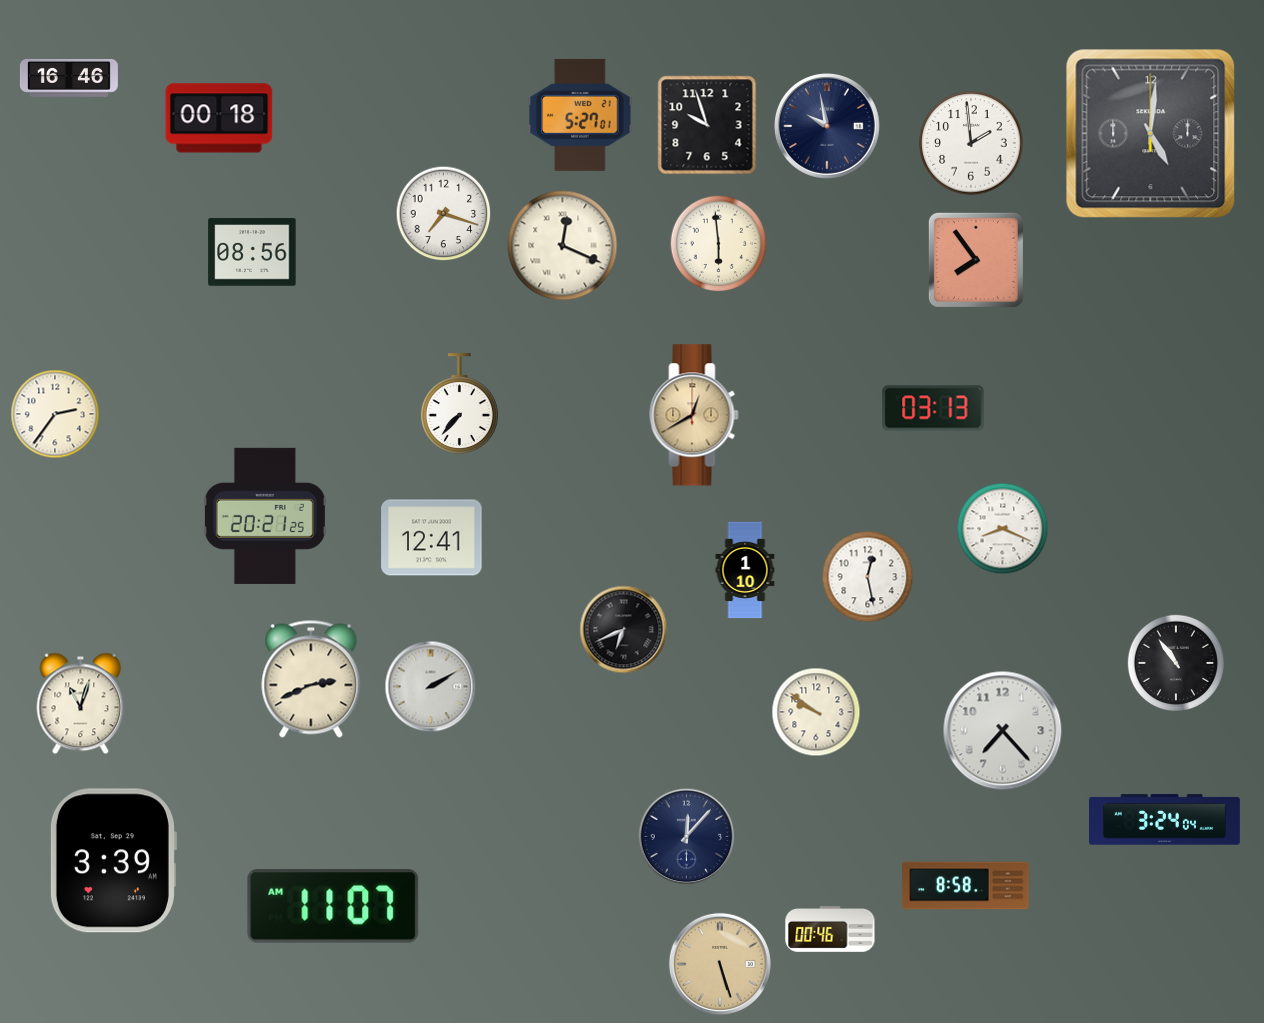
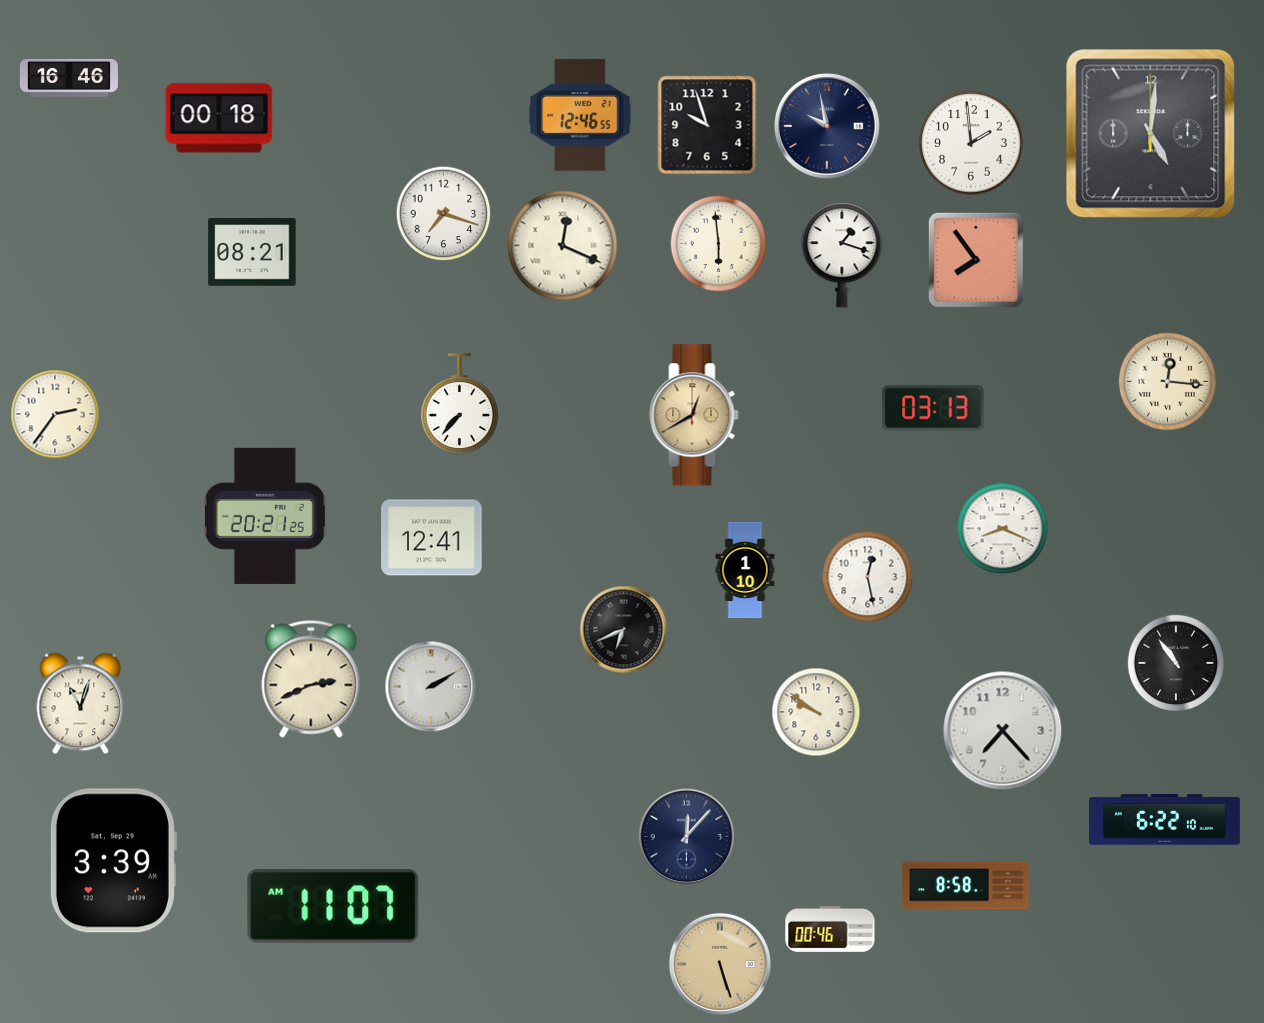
clock at (580, 115): 5:27 -> 12:46
clock at (252, 252): 08:56 -> 08:21
clock at (842, 255): none -> 1:18
clock at (1167, 381): none -> 12:16
clock at (1165, 820): 3:24 -> 6:22
